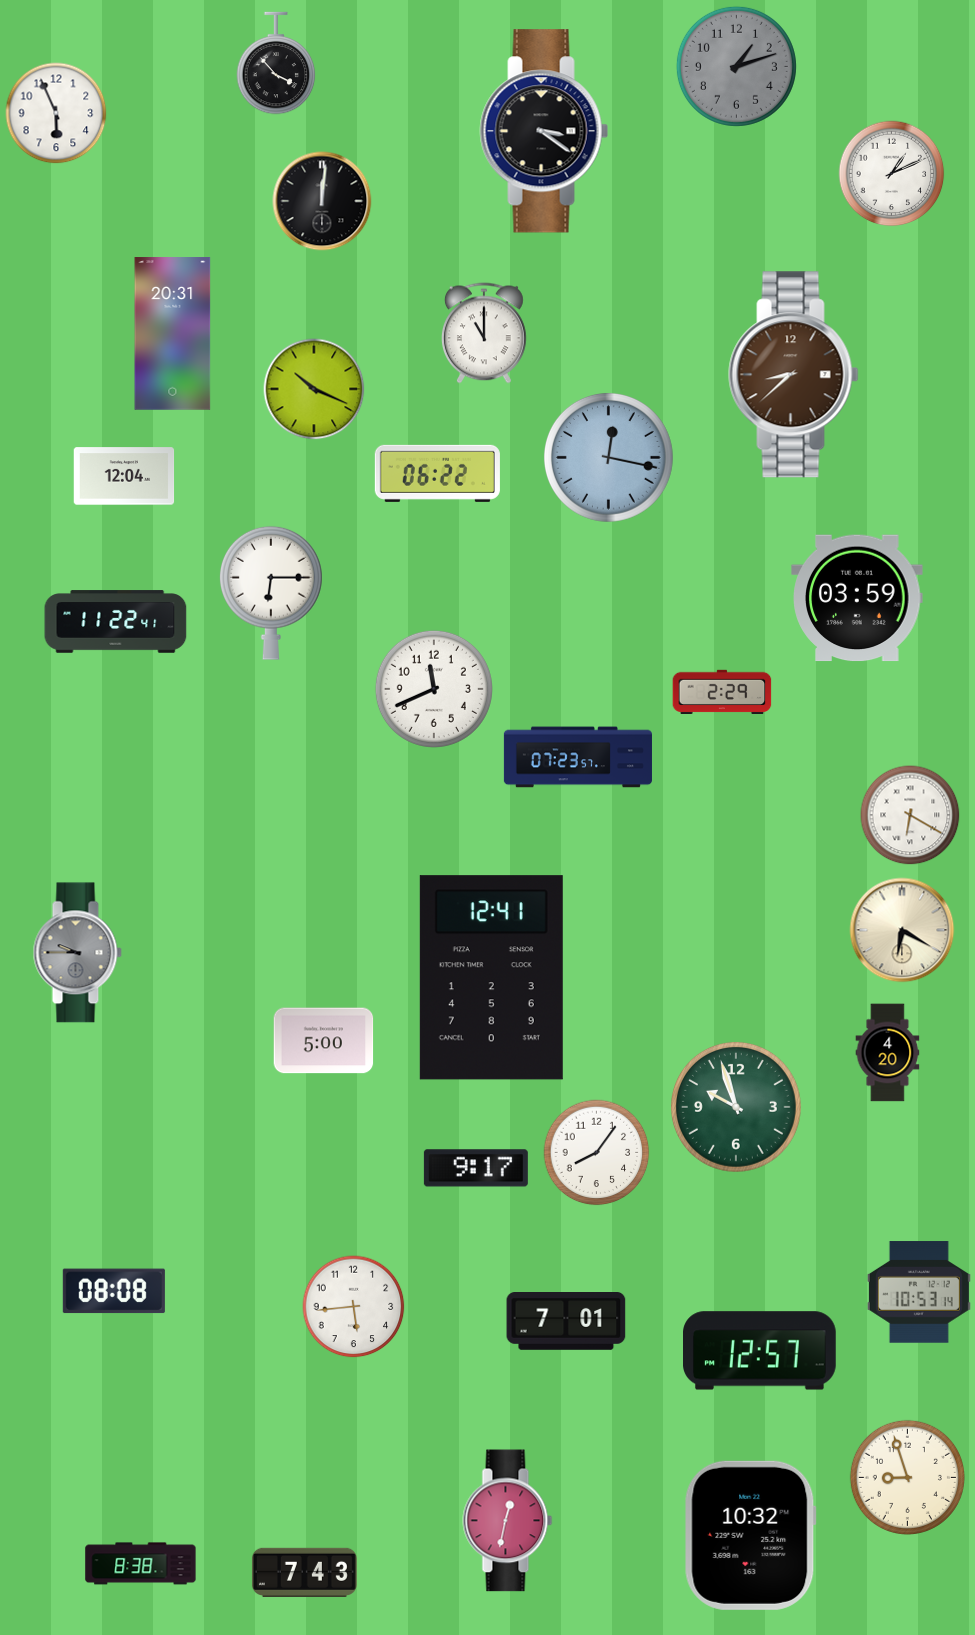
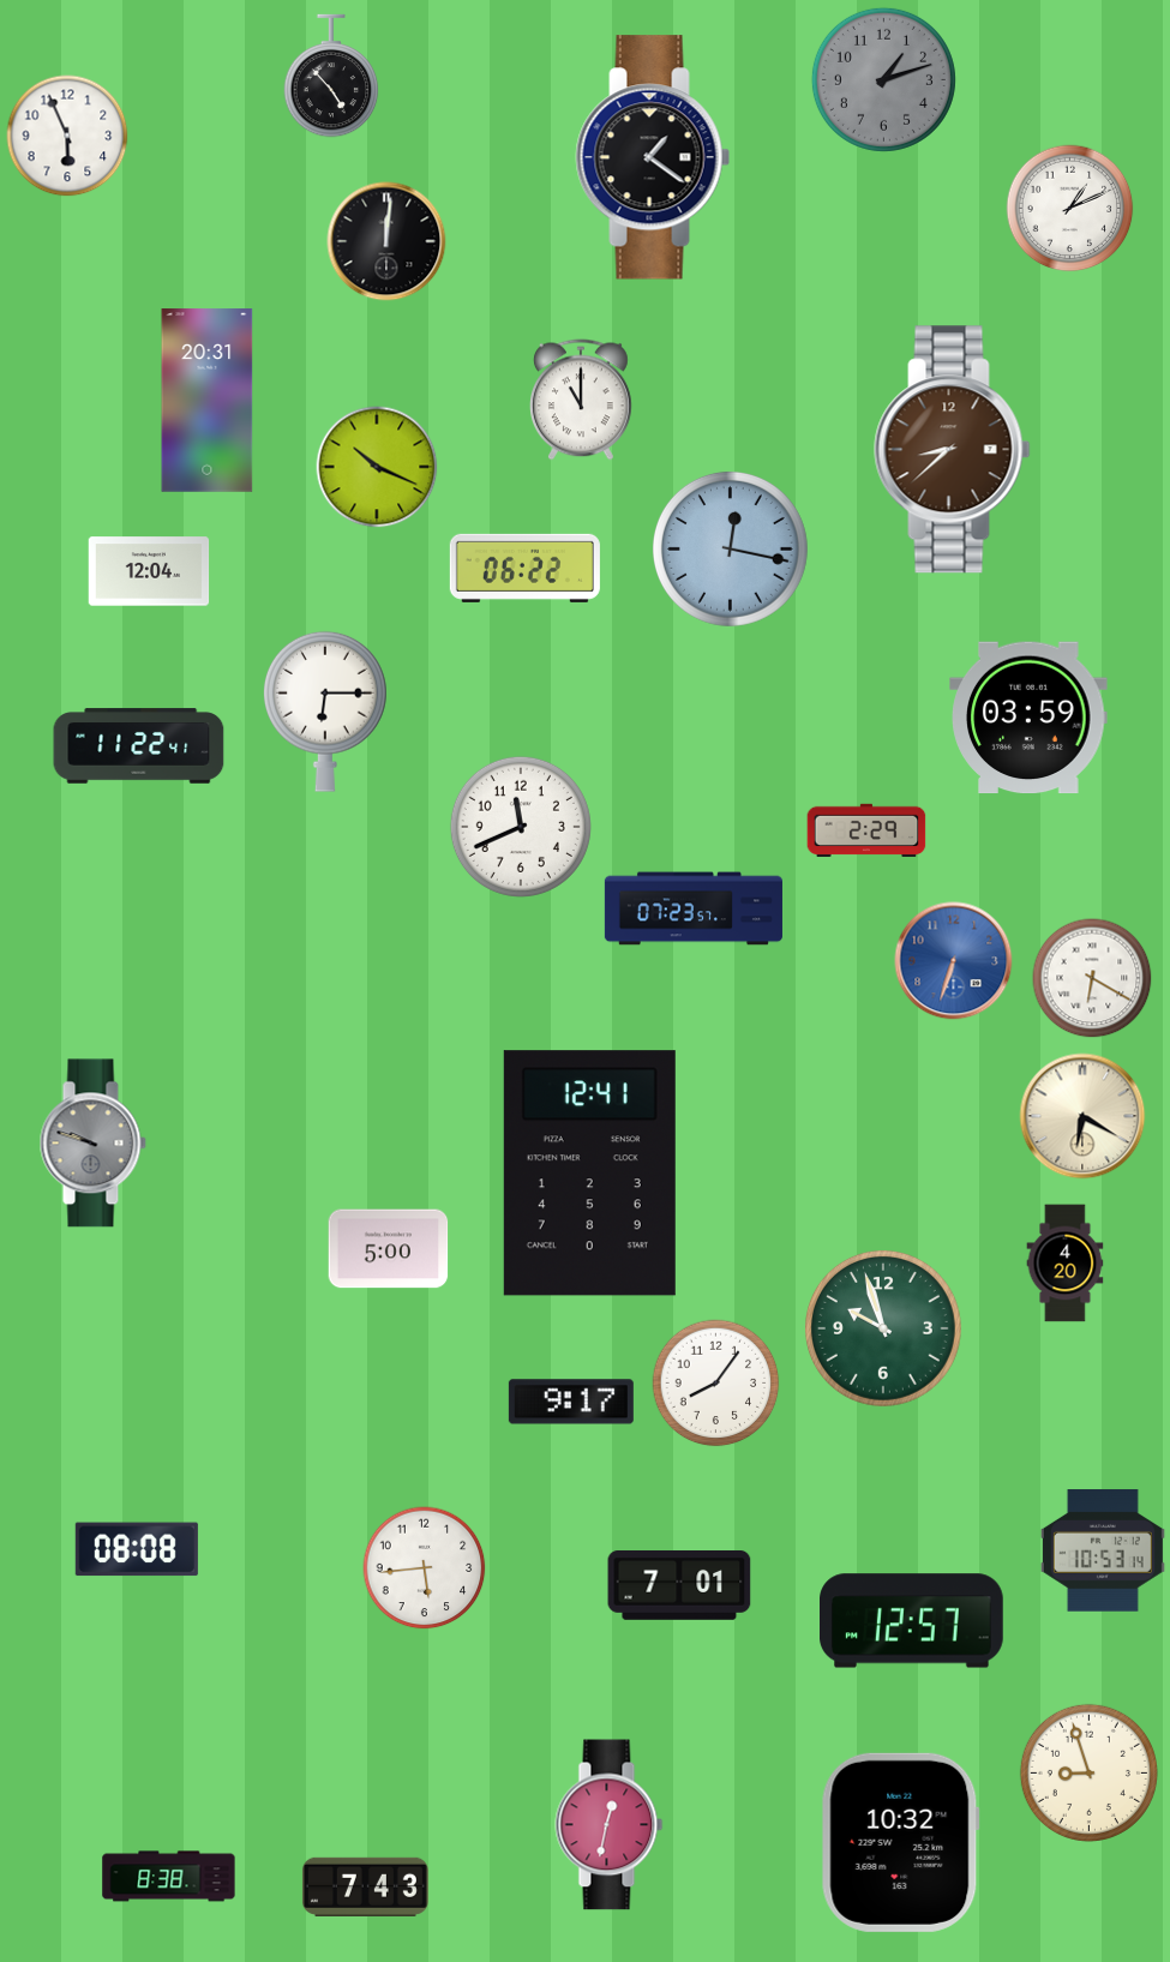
clock at (276, 63): 3:53 -> 4:53
clock at (544, 131): 3:21 -> 1:21
clock at (954, 961): none -> 6:33
clock at (77, 953): 9:45 -> 9:48
